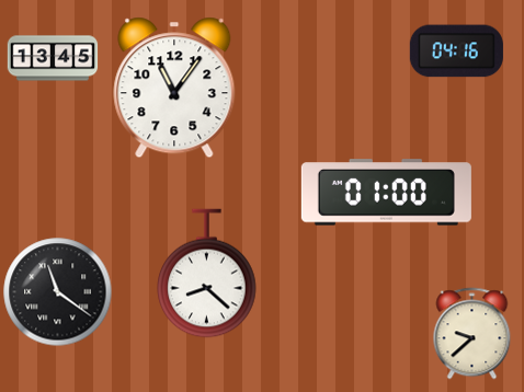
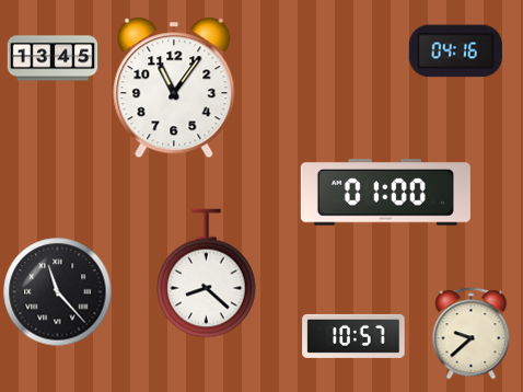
clock at (58, 292): 11:21 -> 11:23
clock at (353, 336): none -> 10:57
